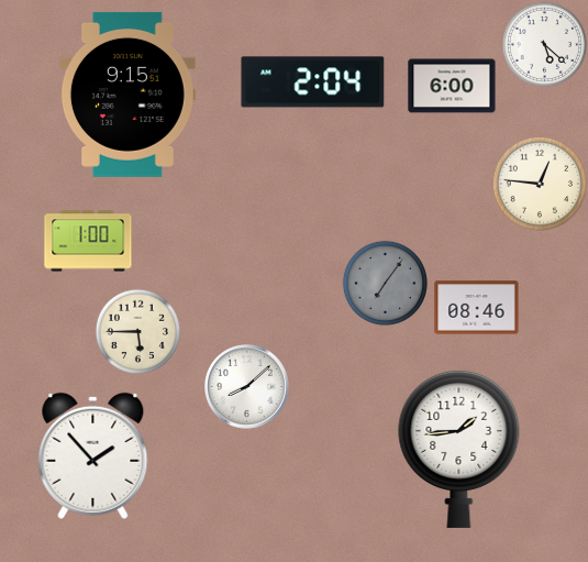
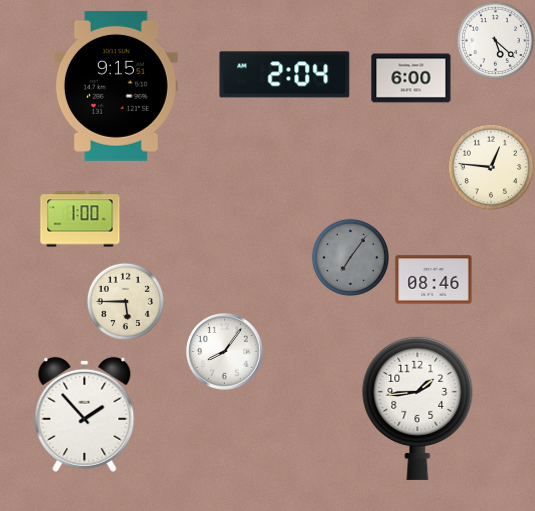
clock at (247, 387): 8:08 -> 8:06
